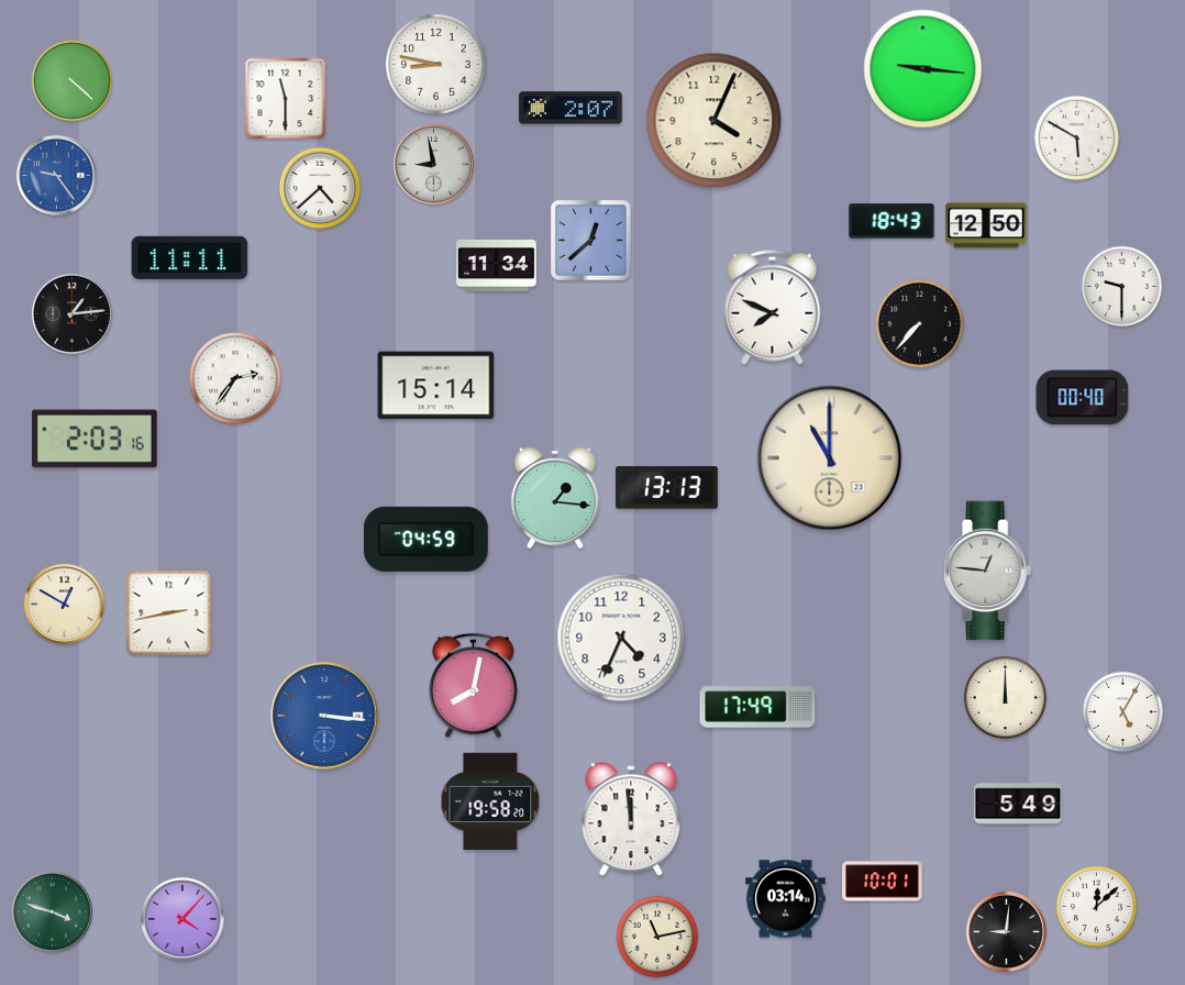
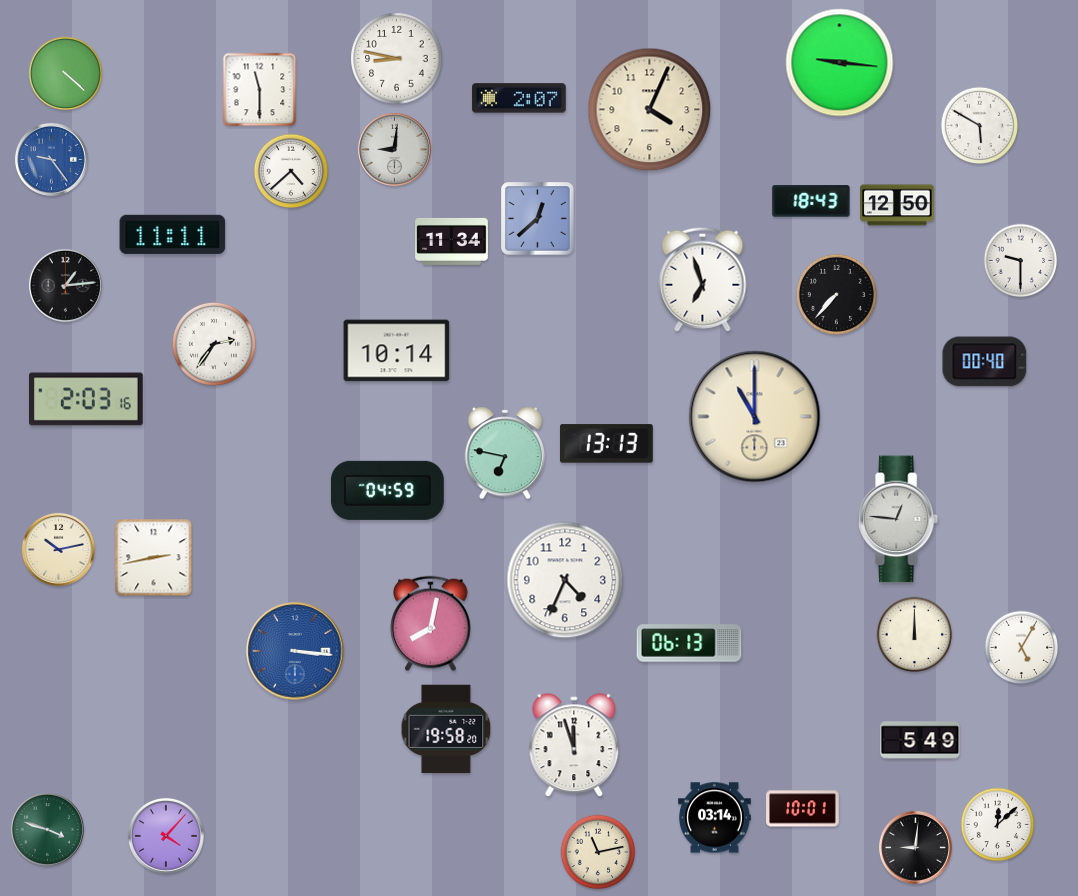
clock at (433, 164): 8:58 -> 9:01
clock at (773, 307): 7:49 -> 6:57
clock at (436, 386): 15:14 -> 10:14
clock at (554, 498): 1:16 -> 6:47
clock at (64, 604): 12:50 -> 10:13
clock at (757, 707): 17:49 -> 06:13
clock at (1018, 804) position: (1018, 804) -> (920, 740)
clock at (631, 820): 11:59 -> 11:57
clock at (883, 882) position: (883, 882) -> (803, 809)
